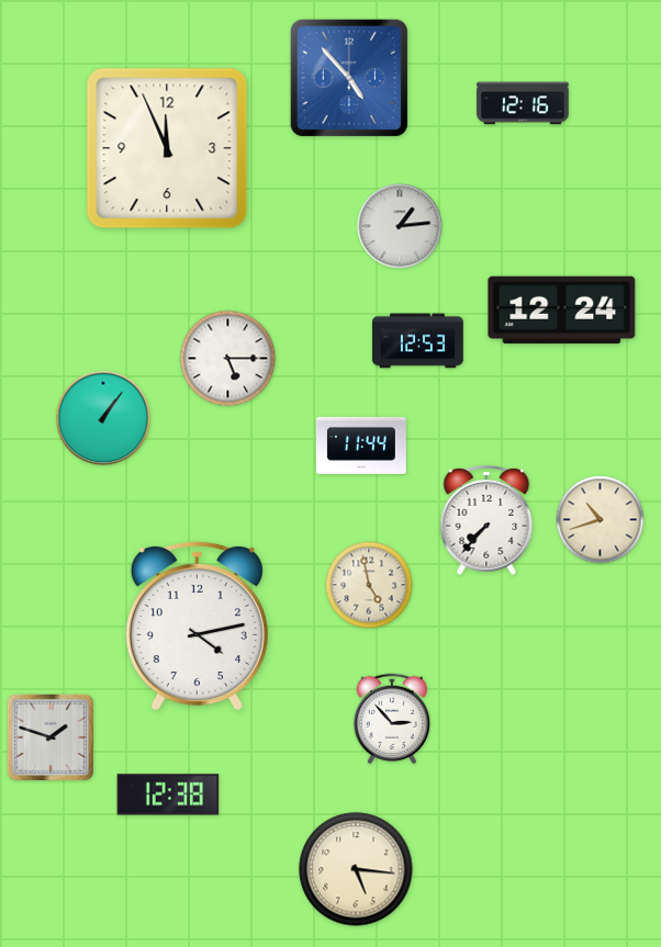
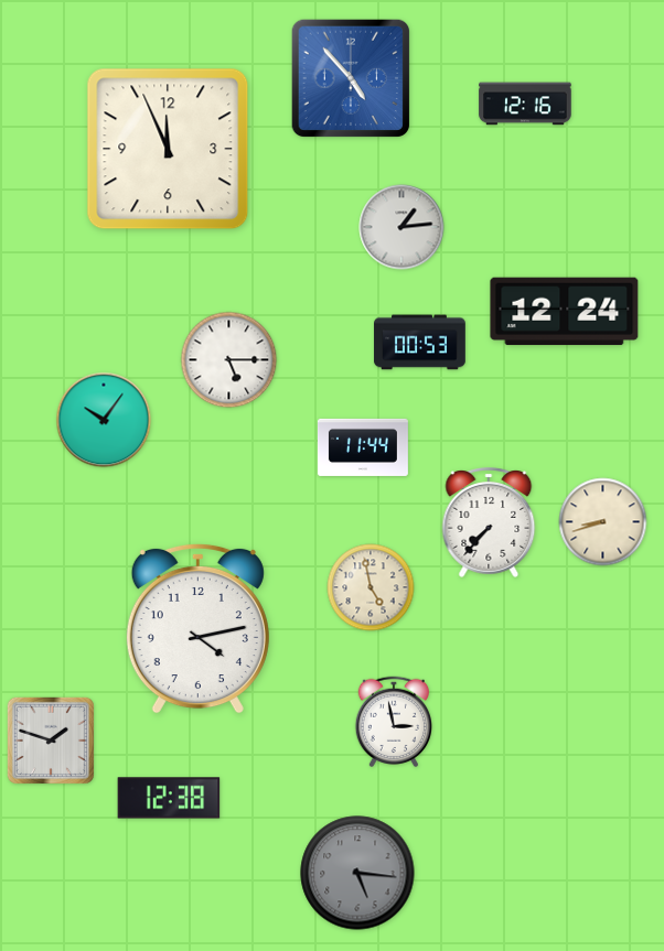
clock at (418, 341): 12:53 -> 00:53
clock at (103, 418): 1:06 -> 10:06
clock at (601, 520): 10:42 -> 8:42
clock at (391, 718): 2:53 -> 2:58
clock at (356, 869) dial: cream -> grey
